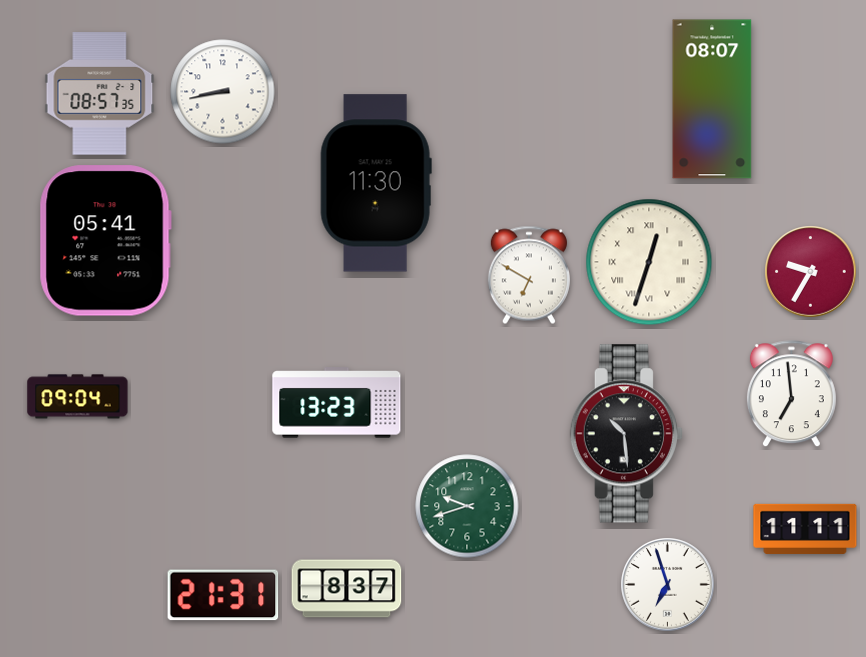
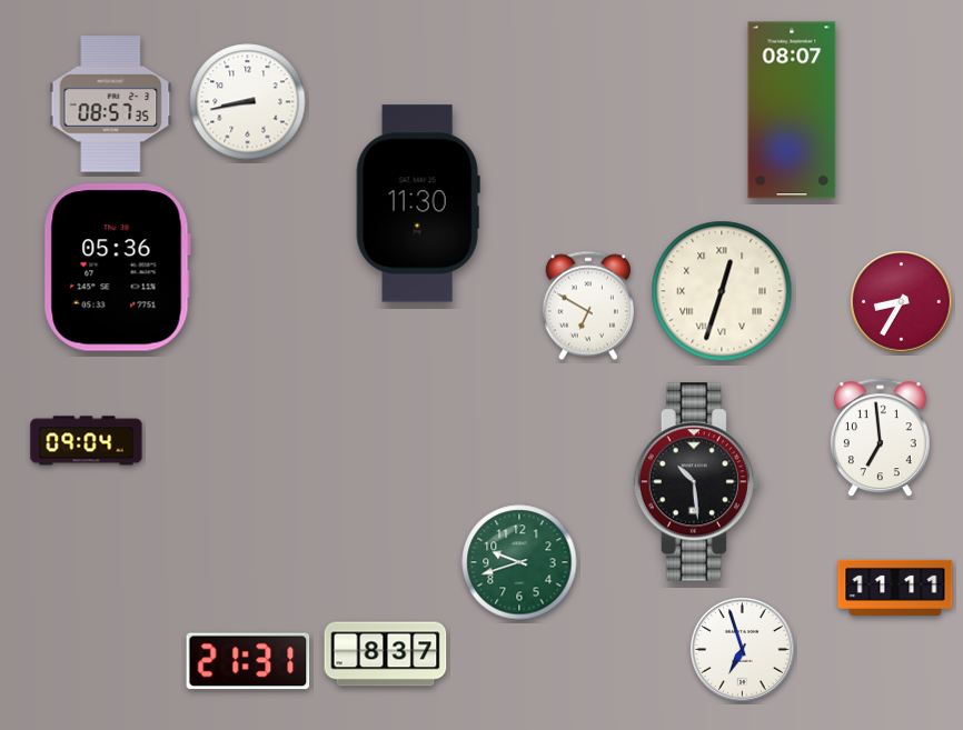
clock at (105, 241): 05:41 -> 05:36
clock at (811, 272): 9:35 -> 8:35
clock at (337, 403): 13:23 -> none
